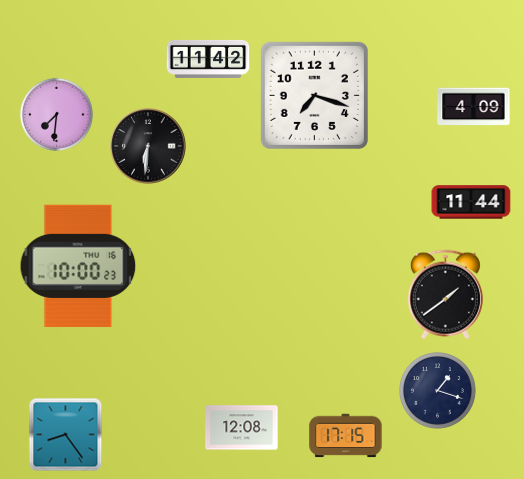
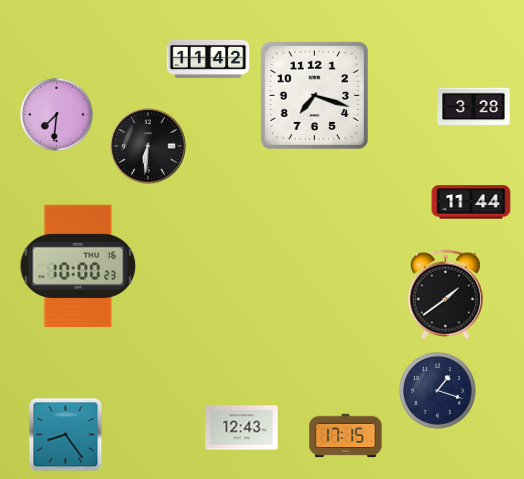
clock at (474, 107): 4:09 -> 3:28
clock at (242, 428): 12:08 -> 12:43
